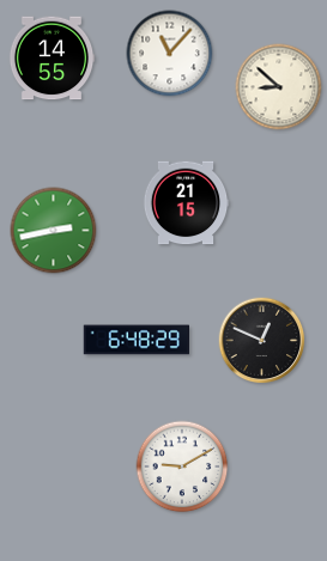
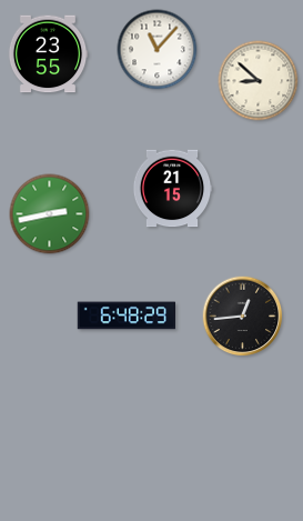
clock at (52, 59): 14:55 -> 23:55
clock at (262, 341): 12:49 -> 12:44
clock at (182, 467): 9:10 -> none
